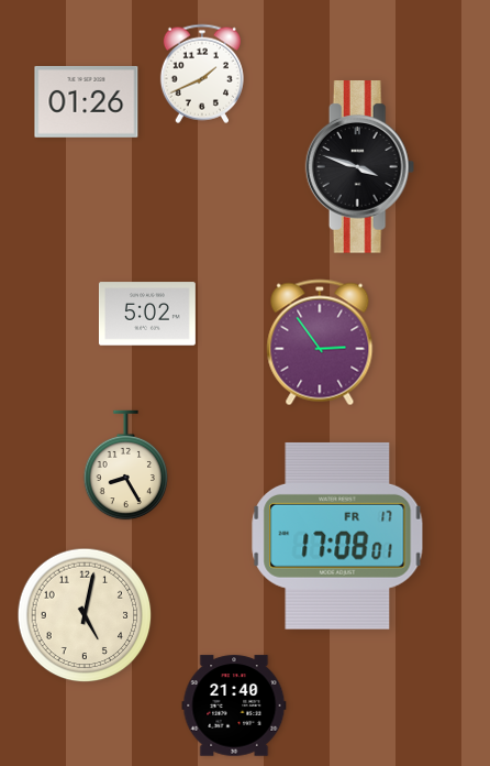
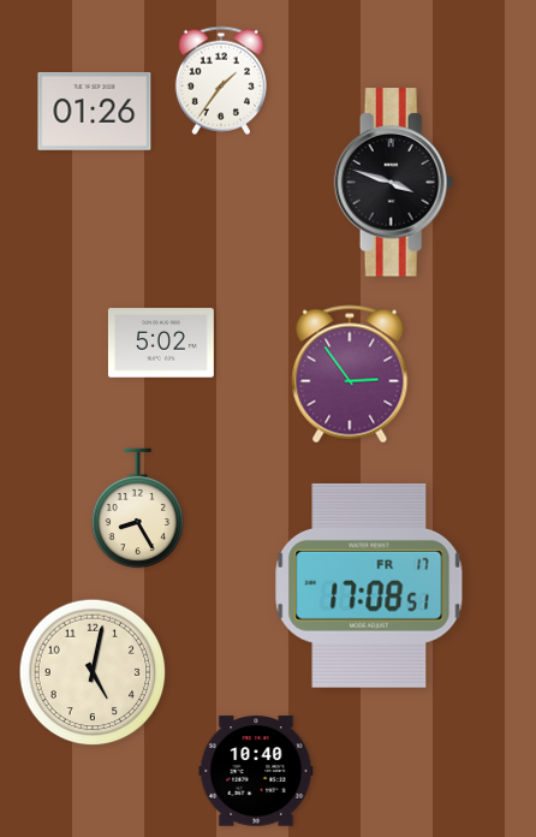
clock at (202, 74): 1:41 -> 1:36
clock at (337, 536): 17:08:01 -> 17:08:51
clock at (234, 705): 21:40 -> 10:40
